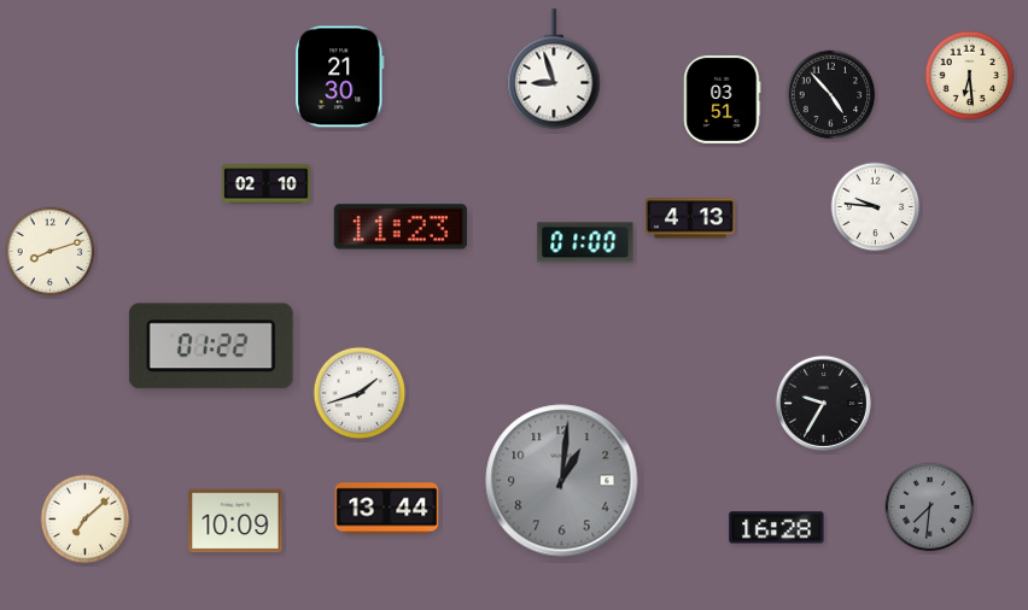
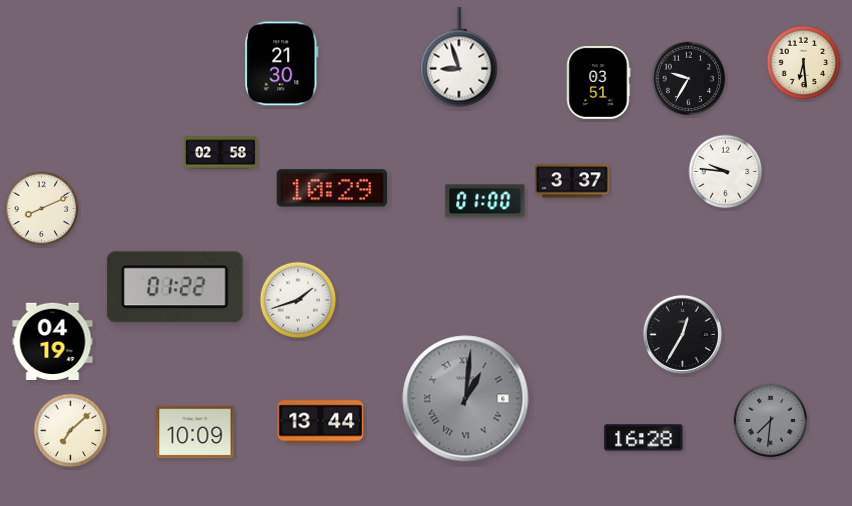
clock at (831, 95): 4:53 -> 9:35
clock at (265, 184): 02:10 -> 02:58
clock at (691, 218): 4:13 -> 3:37
clock at (399, 227): 11:23 -> 10:29
clock at (51, 252): 8:12 -> 8:11
clock at (360, 393) position: (360, 393) -> (298, 300)
clock at (823, 403): 9:35 -> 12:35
clock at (53, 341): none -> 04:19
clock at (562, 481) numerals: Arabic -> Roman
